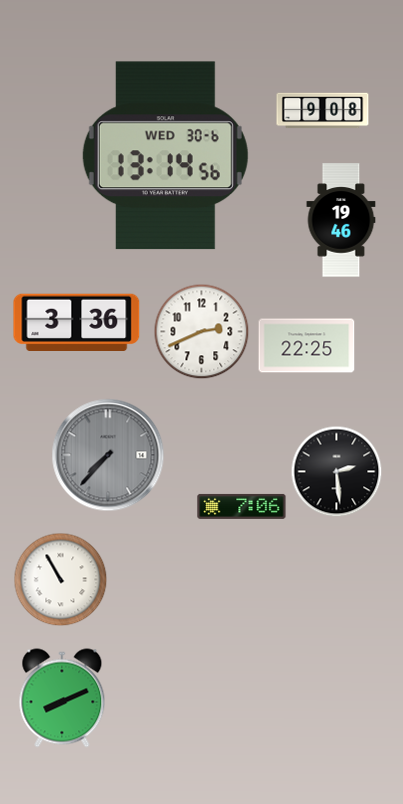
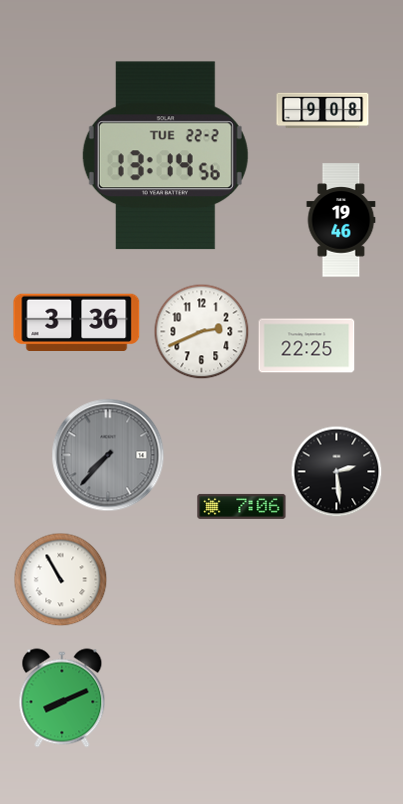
clock at (165, 156) date: WED 30-6 -> TUE 22-2
